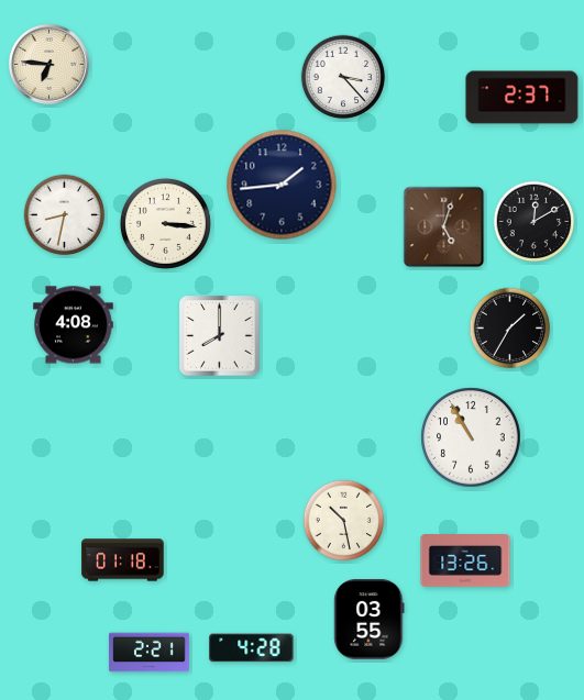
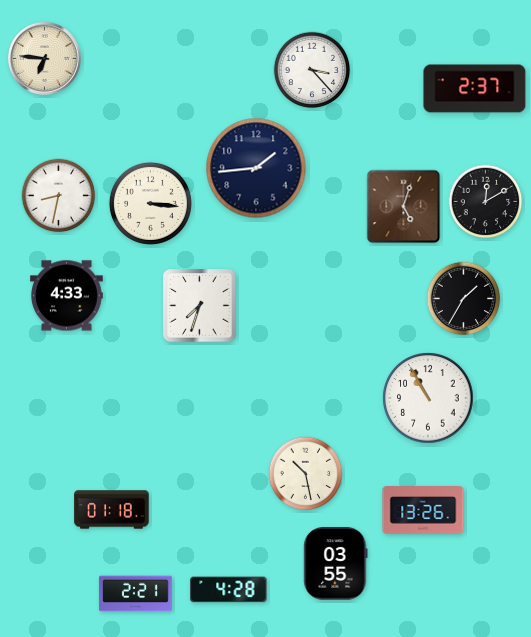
clock at (74, 325): 4:08 -> 4:33
clock at (220, 336): 8:00 -> 7:33
clock at (344, 521) position: (344, 521) -> (306, 474)
